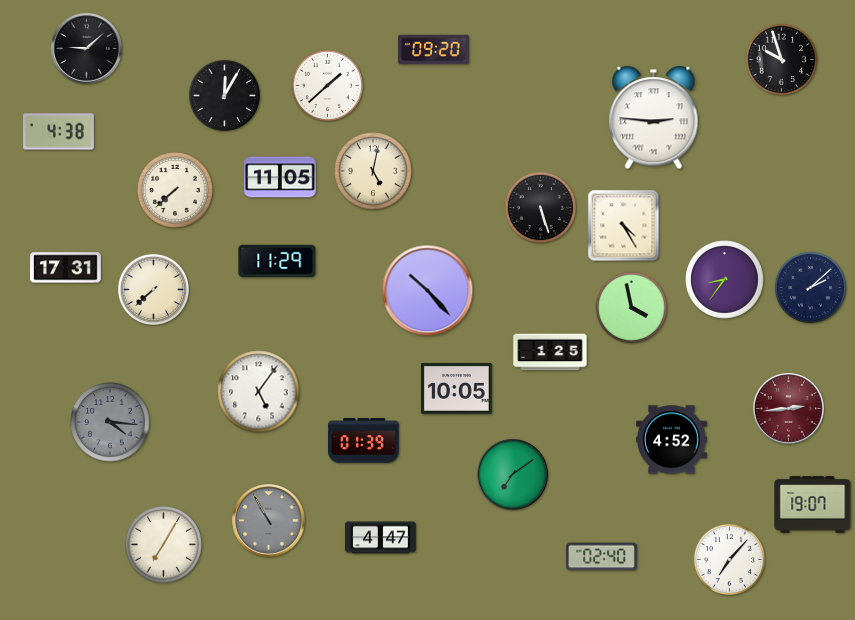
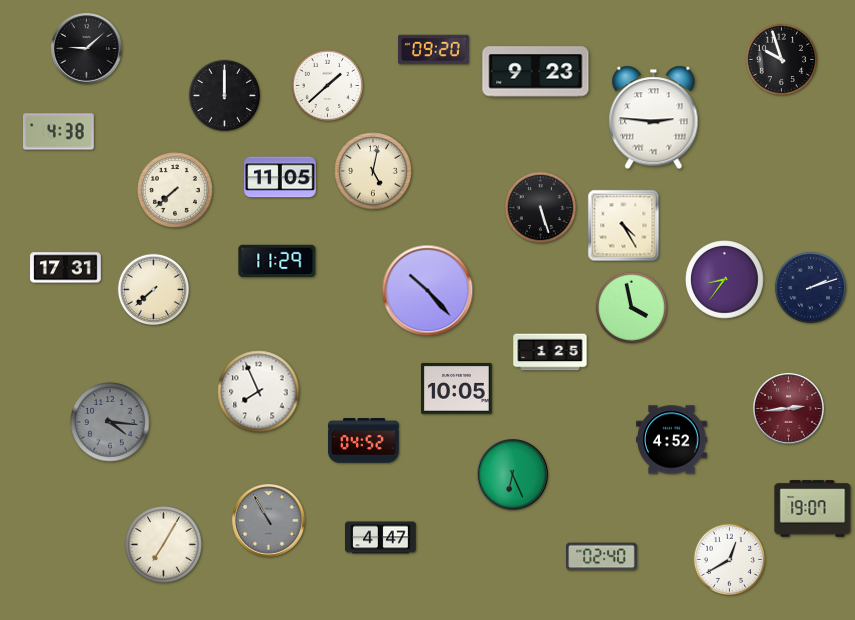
clock at (536, 72): none -> 9:23
clock at (225, 96): 12:05 -> 12:00
clock at (811, 288): 2:08 -> 2:12
clock at (259, 392): 5:06 -> 7:56
clock at (364, 441): 01:39 -> 04:52
clock at (513, 475): 7:09 -> 6:26
clock at (813, 505) position: (813, 505) -> (813, 509)
clock at (730, 560): 7:07 -> 12:40
